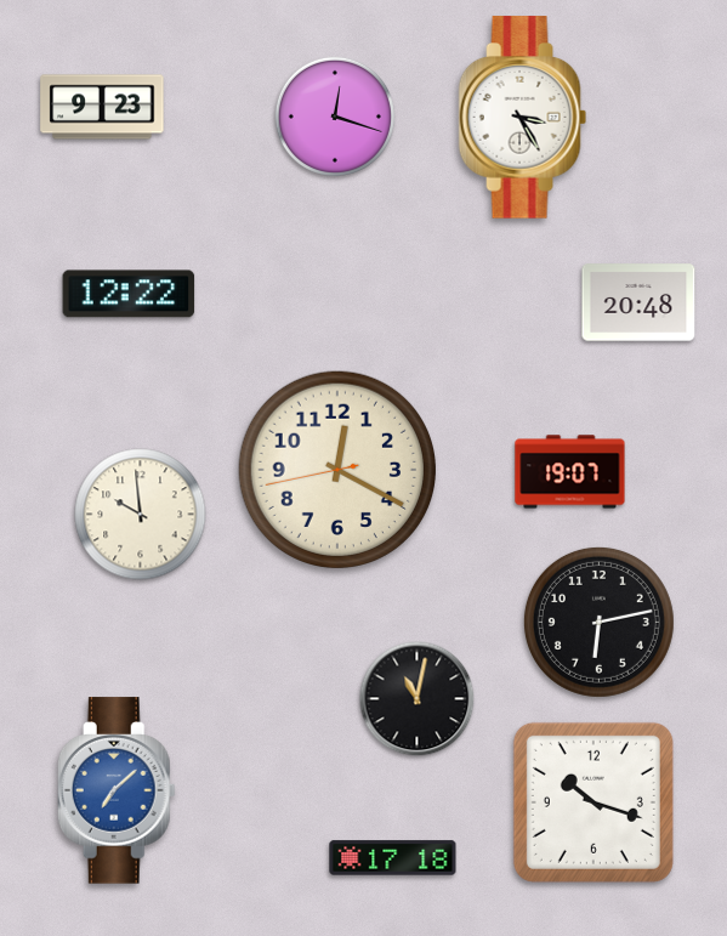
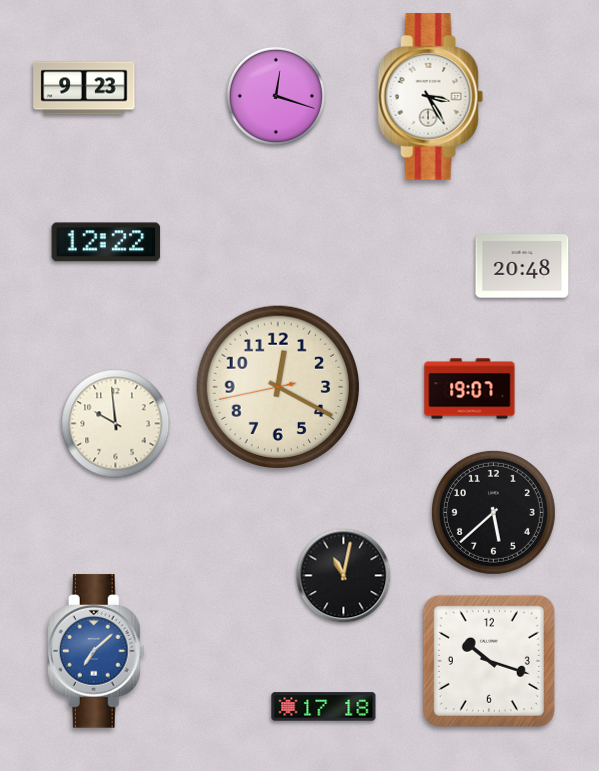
clock at (638, 302) position: (638, 302) -> (522, 266)
clock at (598, 622): 6:13 -> 5:38
